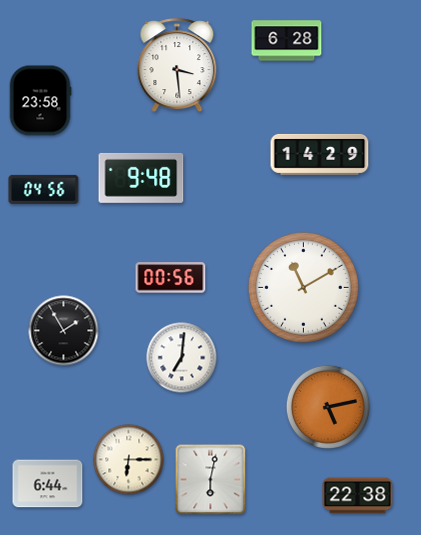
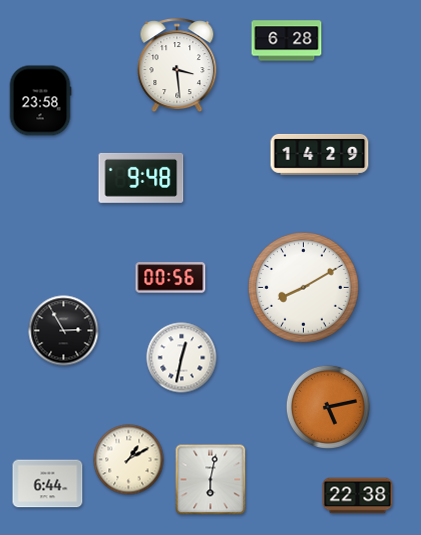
clock at (44, 189): 04:56 -> none
clock at (303, 287): 11:10 -> 8:10
clock at (64, 331): 1:55 -> 2:55
clock at (182, 358): 7:01 -> 12:32
clock at (129, 460): 6:15 -> 1:10
